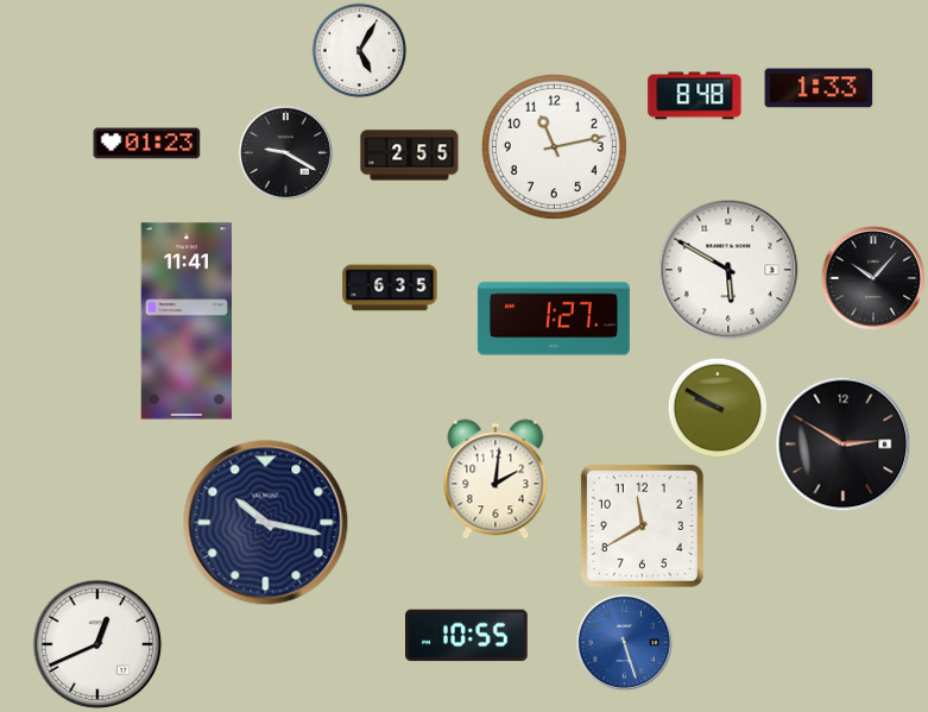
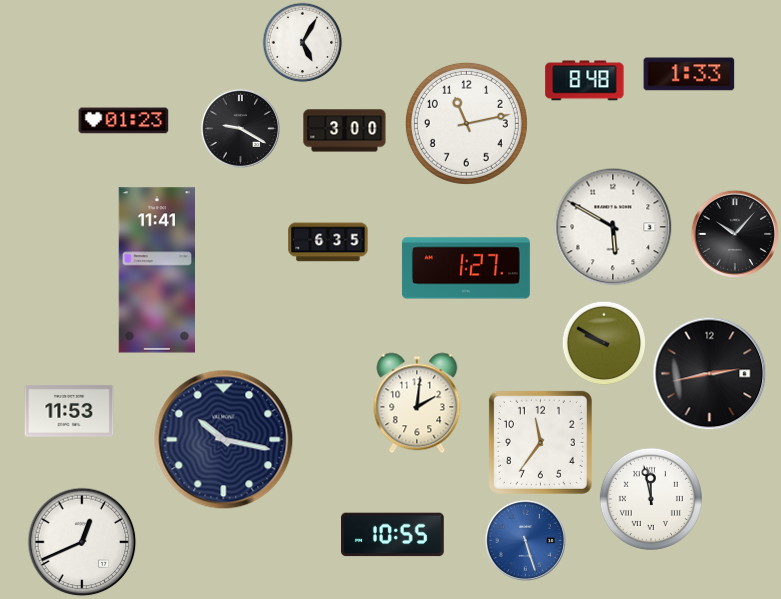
clock at (410, 156): 2:55 -> 3:00
clock at (844, 445): 2:50 -> 2:43
clock at (69, 411): none -> 11:53
clock at (642, 525): 11:40 -> 11:36
clock at (651, 499): none -> 11:58
